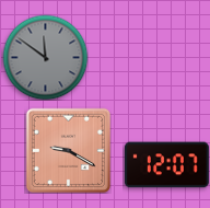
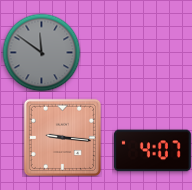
clock at (68, 150): 9:20 -> 9:16
clock at (166, 165): 12:07 -> 4:07
